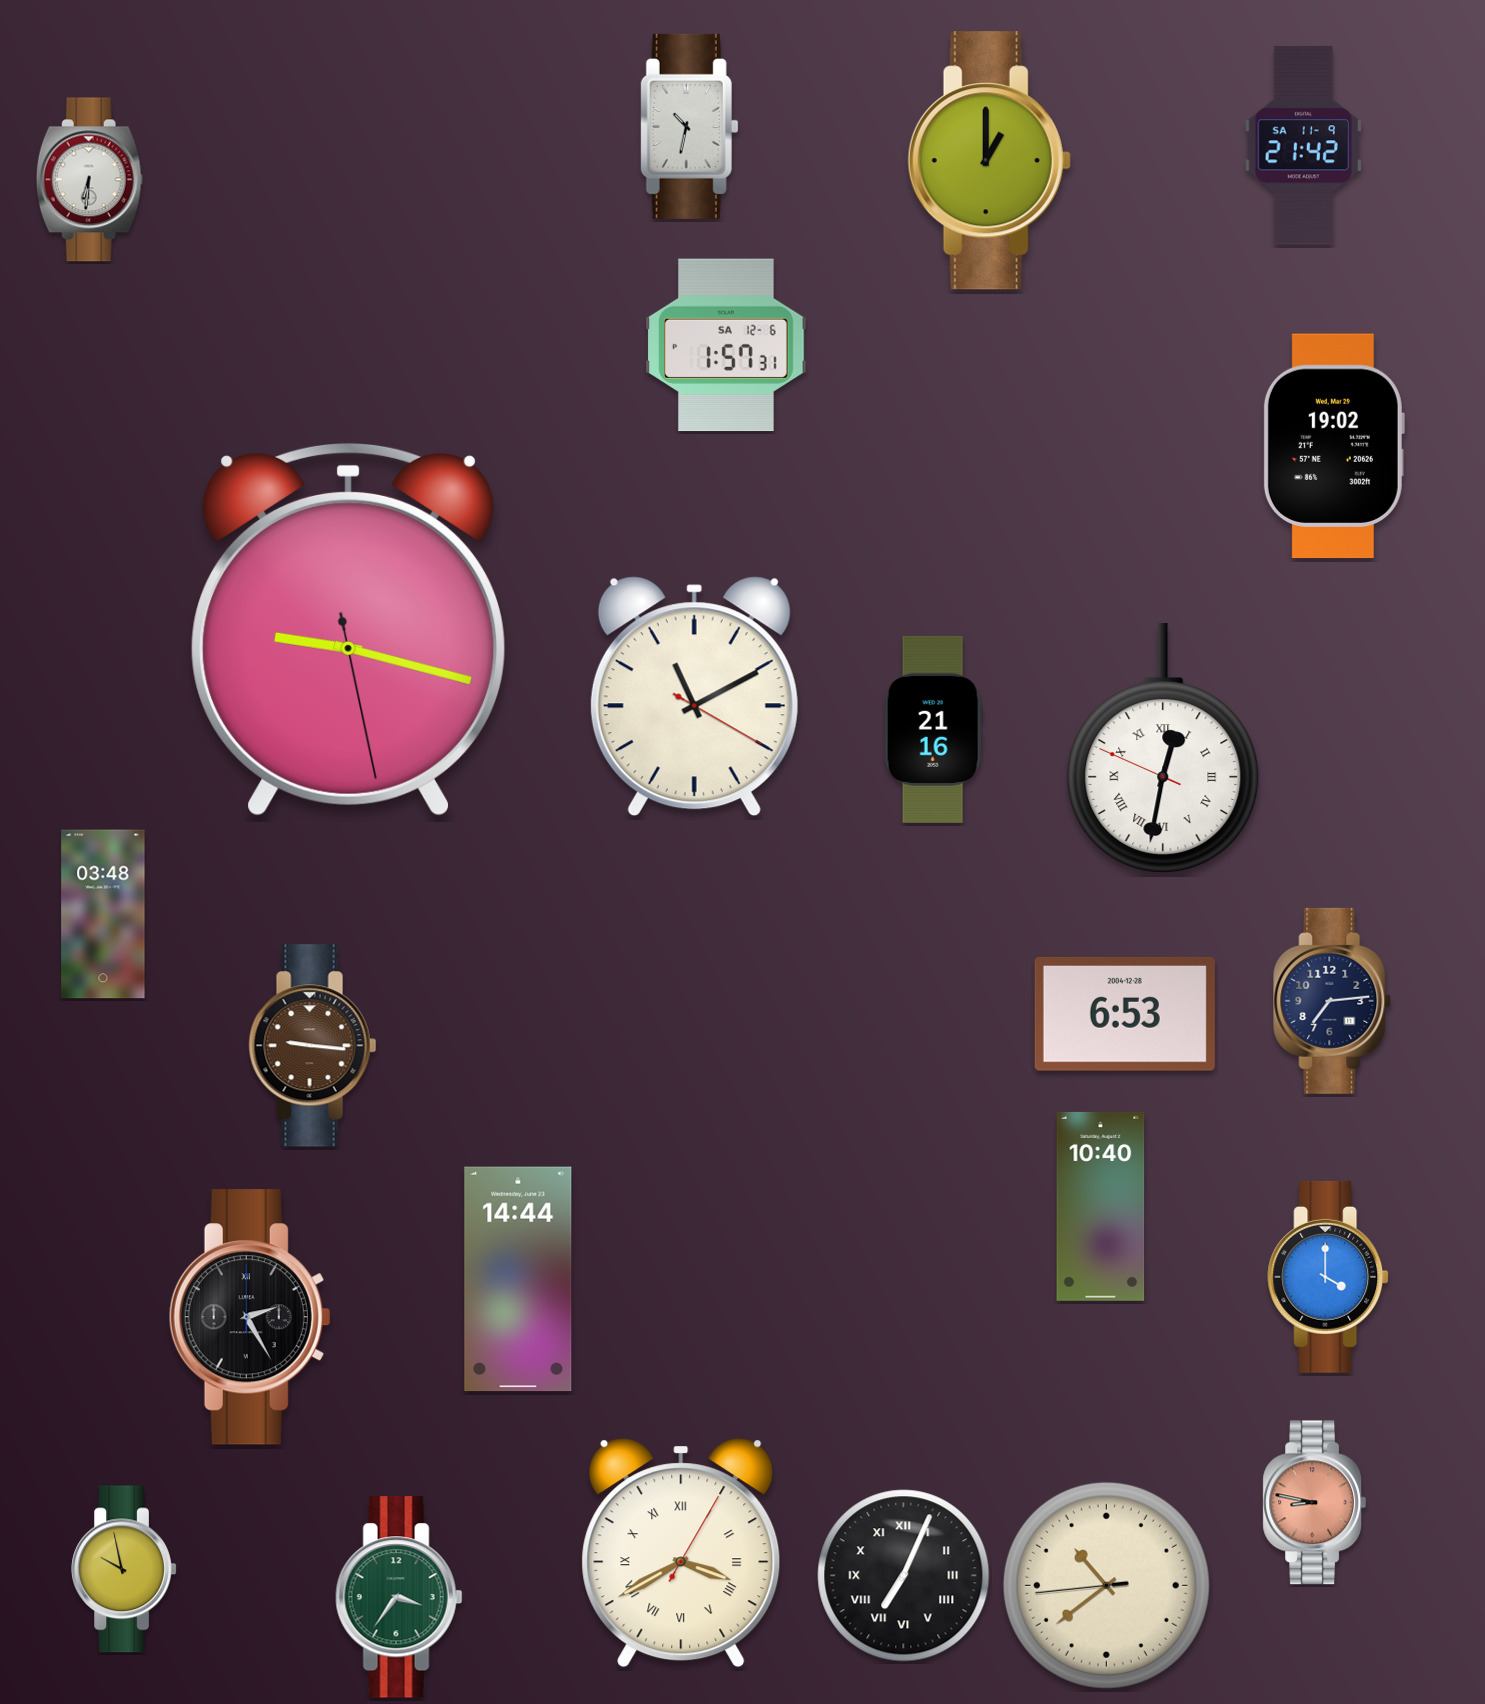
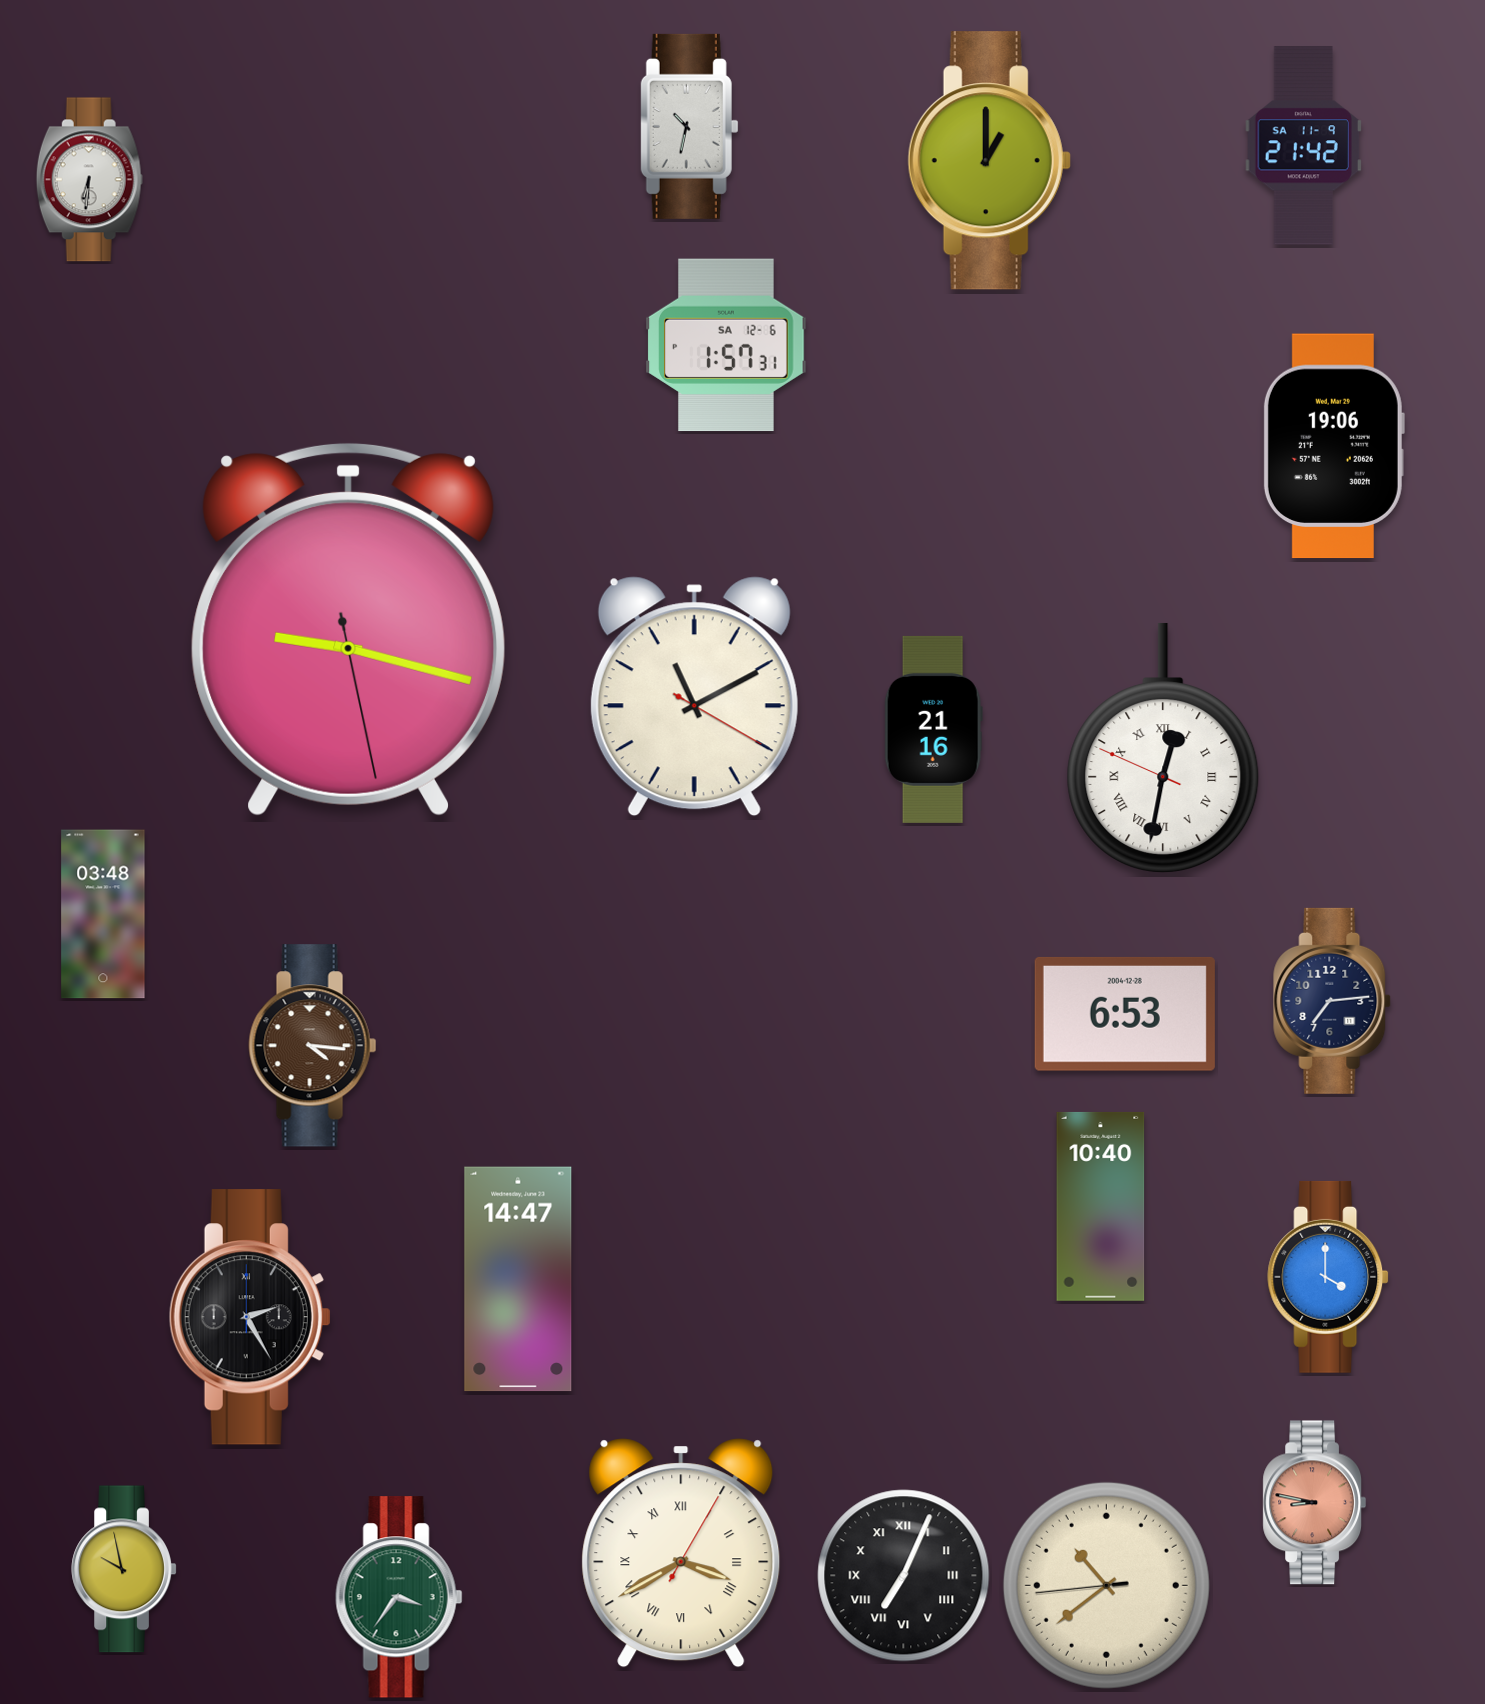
clock at (1334, 446): 19:02 -> 19:06
clock at (313, 1046): 9:16 -> 4:16
clock at (518, 1279): 14:44 -> 14:47
